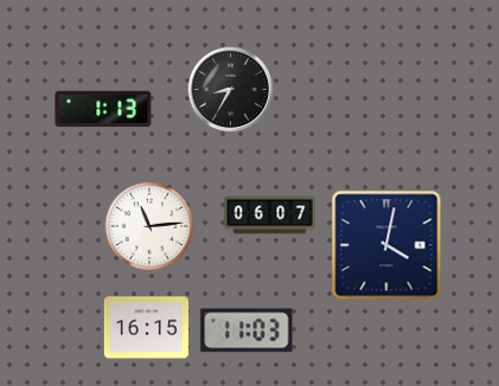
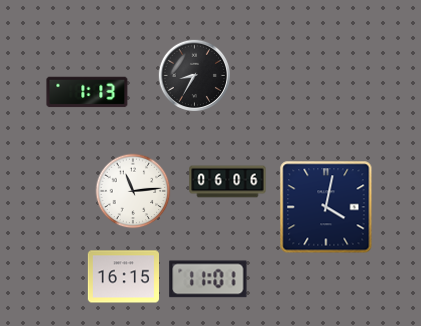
clock at (270, 215): 06:07 -> 06:06
clock at (149, 226) position: (149, 226) -> (133, 191)
clock at (247, 330): 11:03 -> 11:01
